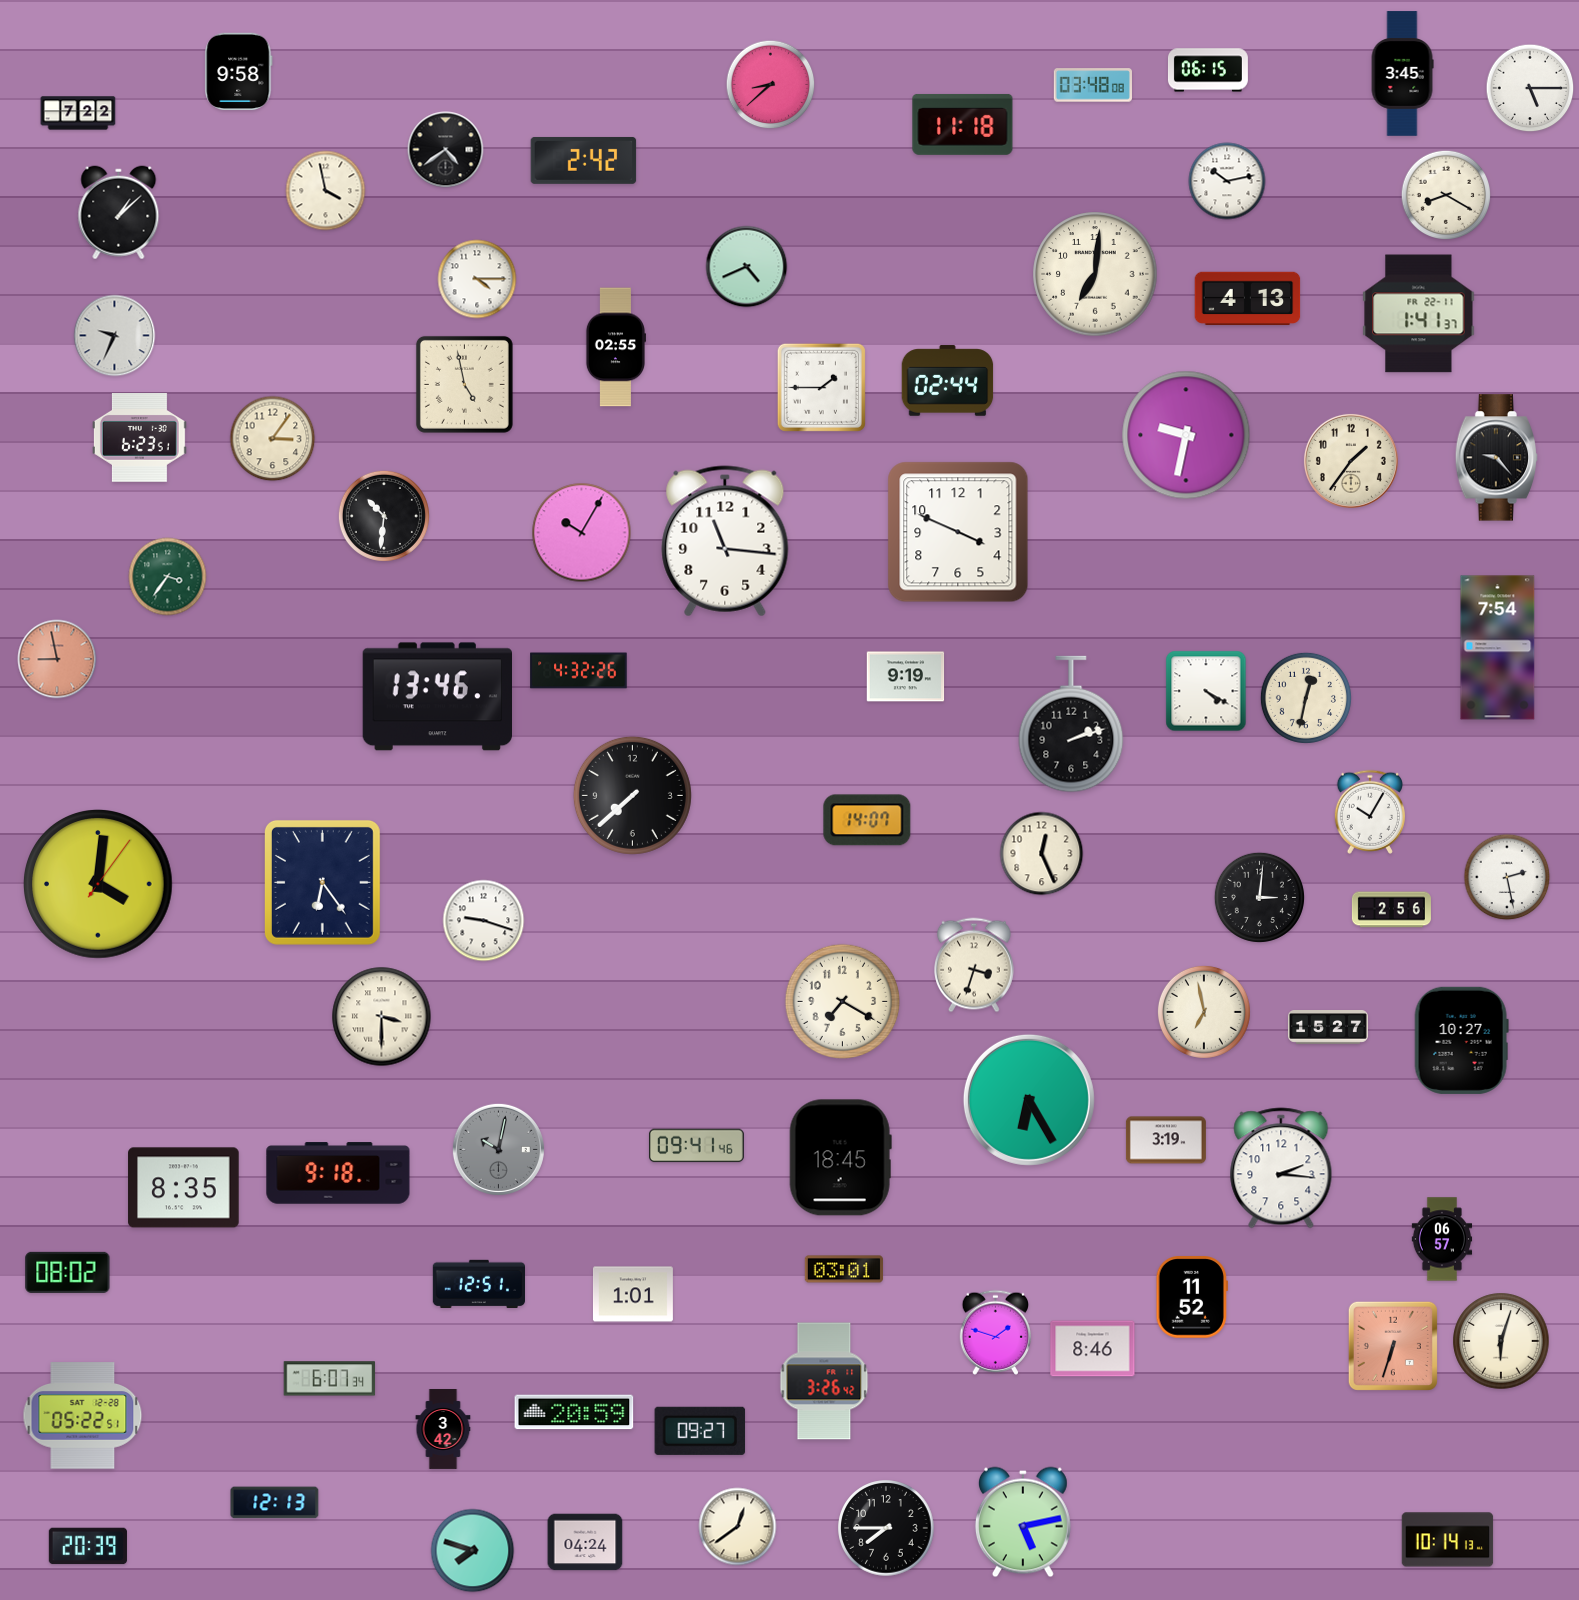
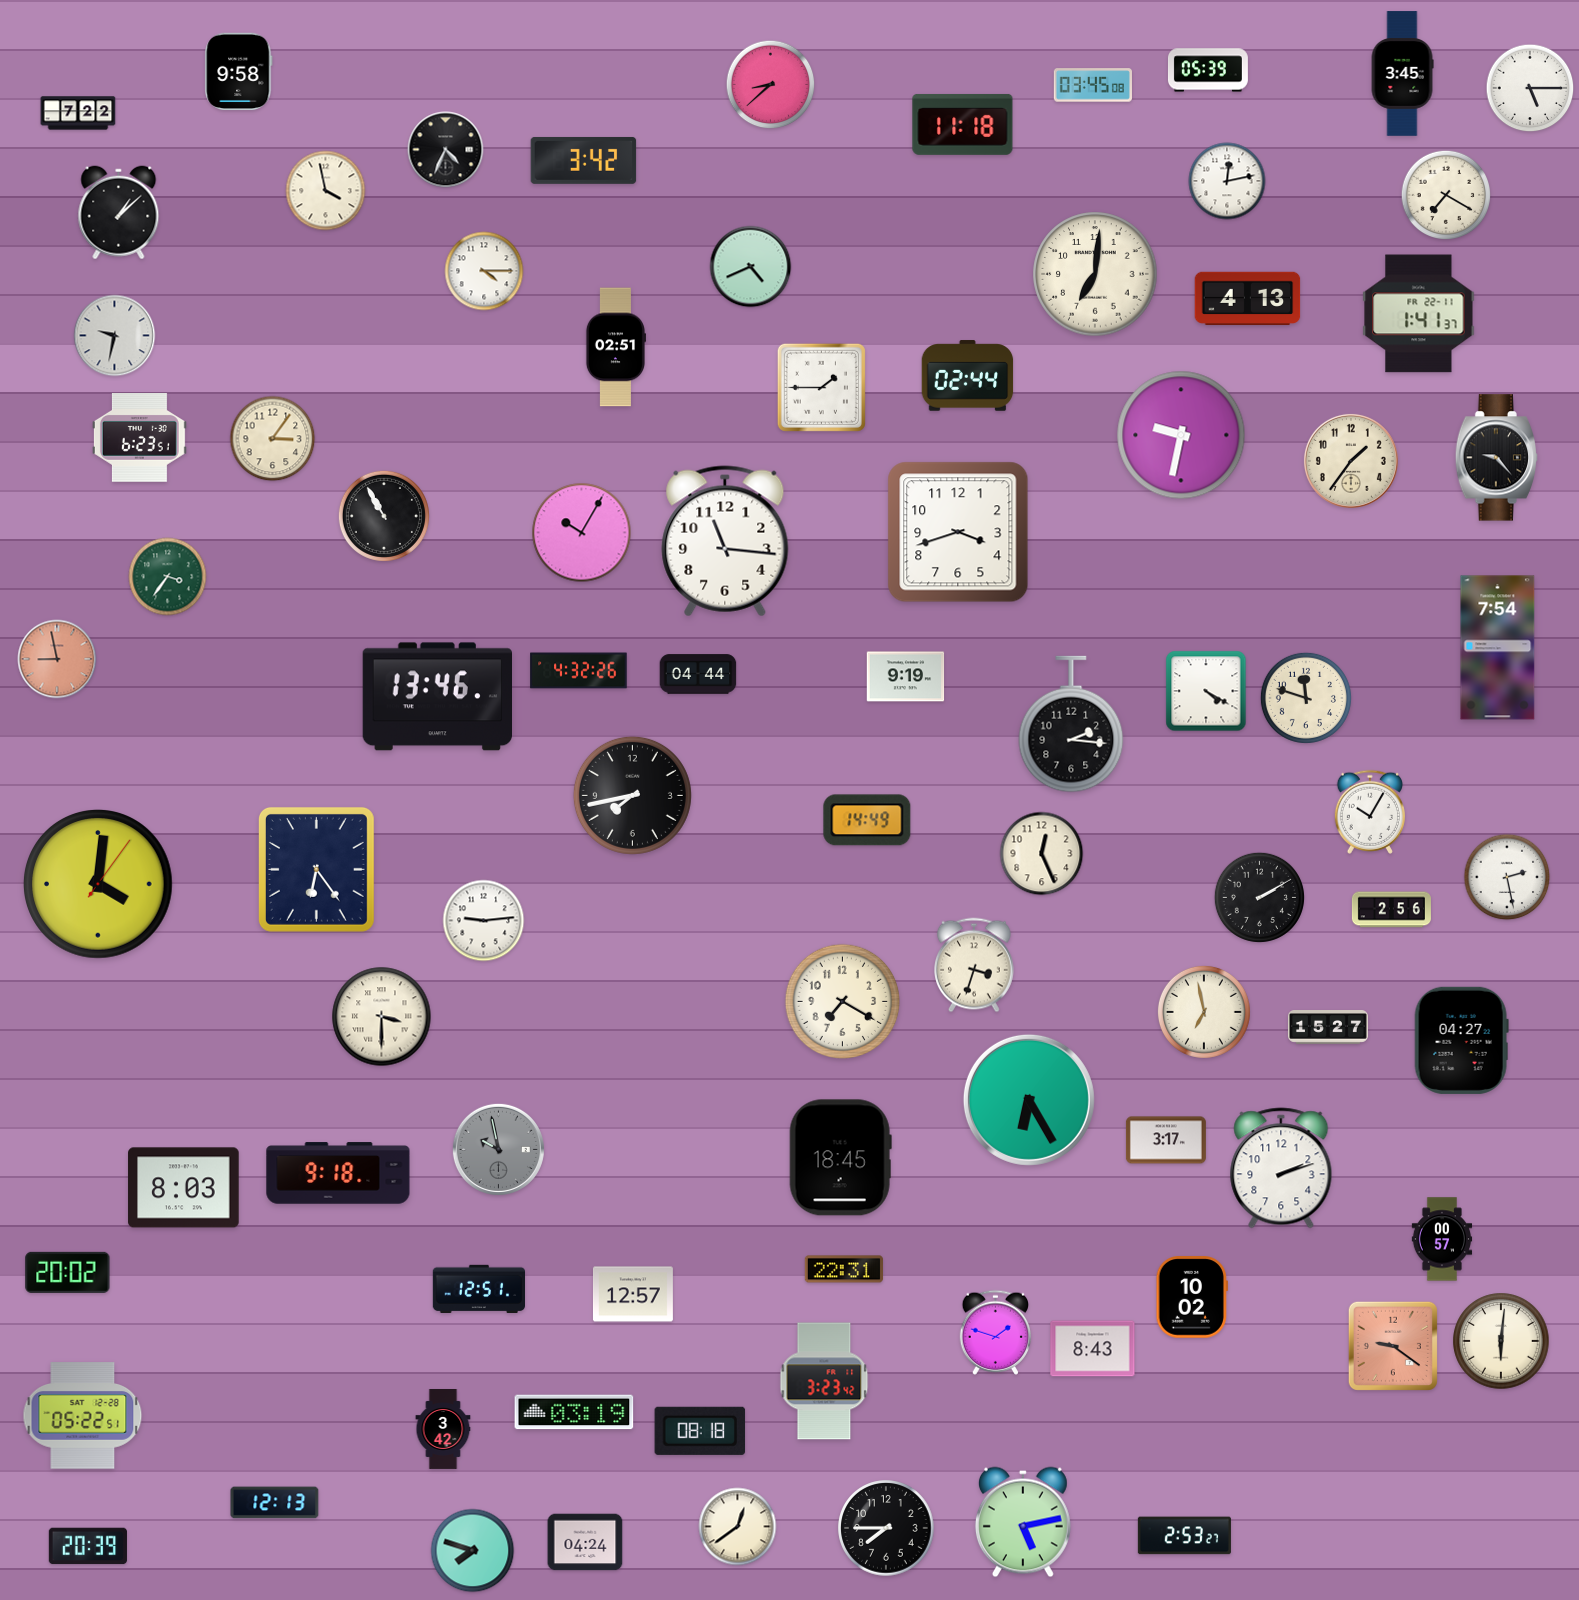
clock at (1208, 70): 06:15 -> 05:39
clock at (1093, 85): 03:48 -> 03:45
clock at (446, 150): 4:39 -> 4:34
clock at (584, 160): 2:42 -> 3:42
clock at (1227, 181): 10:13 -> 12:13
clock at (1445, 194): 8:20 -> 7:20
clock at (747, 267) position: (747, 267) -> (751, 267)
clock at (477, 279) position: (477, 279) -> (484, 271)
clock at (115, 336): 9:34 -> 9:32
clock at (616, 347): 02:55 -> 02:51
clock at (948, 381) position: (948, 381) -> (968, 376)
clock at (464, 384): 4:58 -> none
clock at (1186, 435) position: (1186, 435) -> (1181, 435)
clock at (384, 516): 10:31 -> 10:55
clock at (958, 532): 3:49 -> 3:42
clock at (698, 674): none -> 04:44
clock at (1306, 698): 12:32 -> 11:48
clock at (1071, 724): 2:12 -> 2:16
clock at (632, 795): 7:38 -> 7:43
clock at (867, 820): 14:07 -> 14:49
clock at (322, 882) position: (322, 882) -> (316, 869)
clock at (1259, 897): 3:01 -> 2:10
clock at (484, 921): 9:18 -> 9:14
clock at (1461, 1040): 10:27 -> 04:27
clock at (1166, 1140): 3:19 -> 3:17
clock at (696, 1146): 09:41 -> none
clock at (498, 1149): 10:02 -> 9:58
clock at (1281, 1168): 2:16 -> 2:12
clock at (184, 1188): 8:35 -> 8:03
clock at (1442, 1239): 06:57 -> 00:57
clock at (843, 1269): 03:01 -> 22:31
clock at (68, 1272): 08:02 -> 20:02
clock at (478, 1283) position: (478, 1283) -> (478, 1288)
clock at (633, 1294): 1:01 -> 12:57
clock at (1191, 1297): 11:52 -> 10:02
clock at (1501, 1341): 6:03 -> 6:01
clock at (1393, 1346): 6:33 -> 9:21
clock at (1093, 1349): 8:46 -> 8:43
clock at (330, 1379): 6:07 -> none
clock at (824, 1381): 3:26 -> 3:23
clock at (574, 1412): 20:59 -> 03:19
clock at (700, 1431): 09:27 -> 08:18
clock at (1184, 1536): none -> 2:53
clock at (1448, 1540): 10:14 -> none
